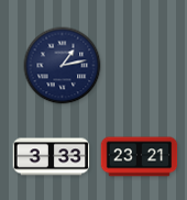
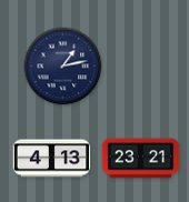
clock at (52, 157): 3:33 -> 4:13
